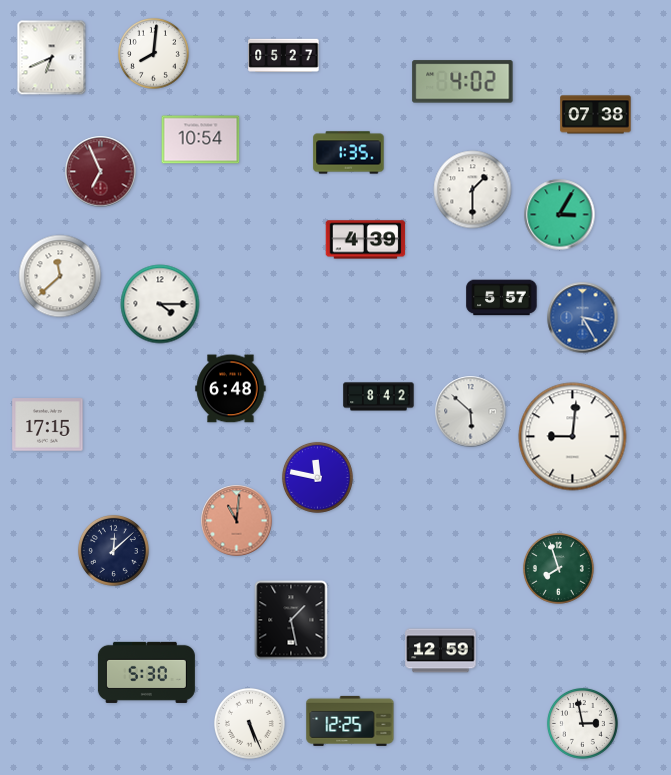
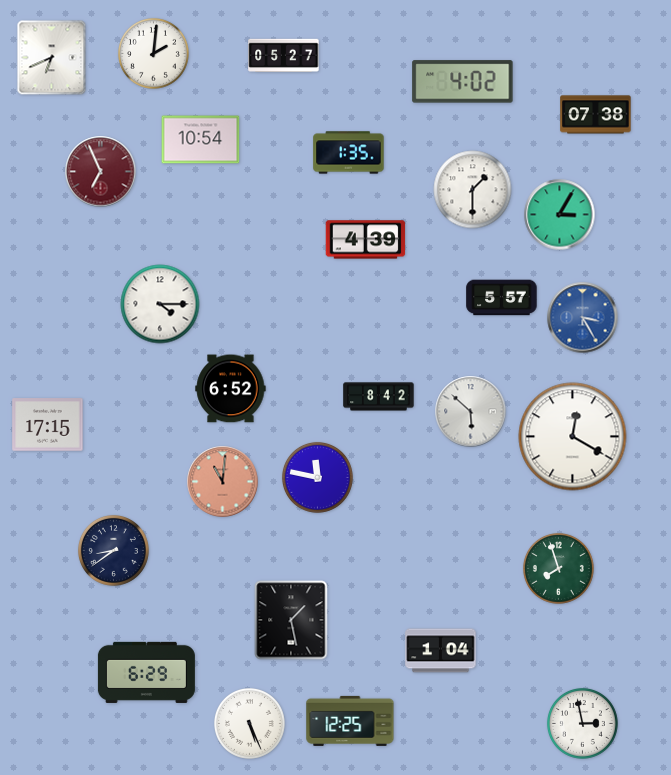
clock at (153, 53): 8:01 -> 2:01
clock at (60, 276): 11:38 -> none
clock at (231, 389): 6:48 -> 6:52
clock at (573, 437): 9:01 -> 12:20
clock at (237, 521) position: (237, 521) -> (223, 482)
clock at (113, 550): 12:08 -> 8:39
clock at (441, 651): 12:59 -> 1:04
clock at (146, 672): 5:30 -> 6:29
